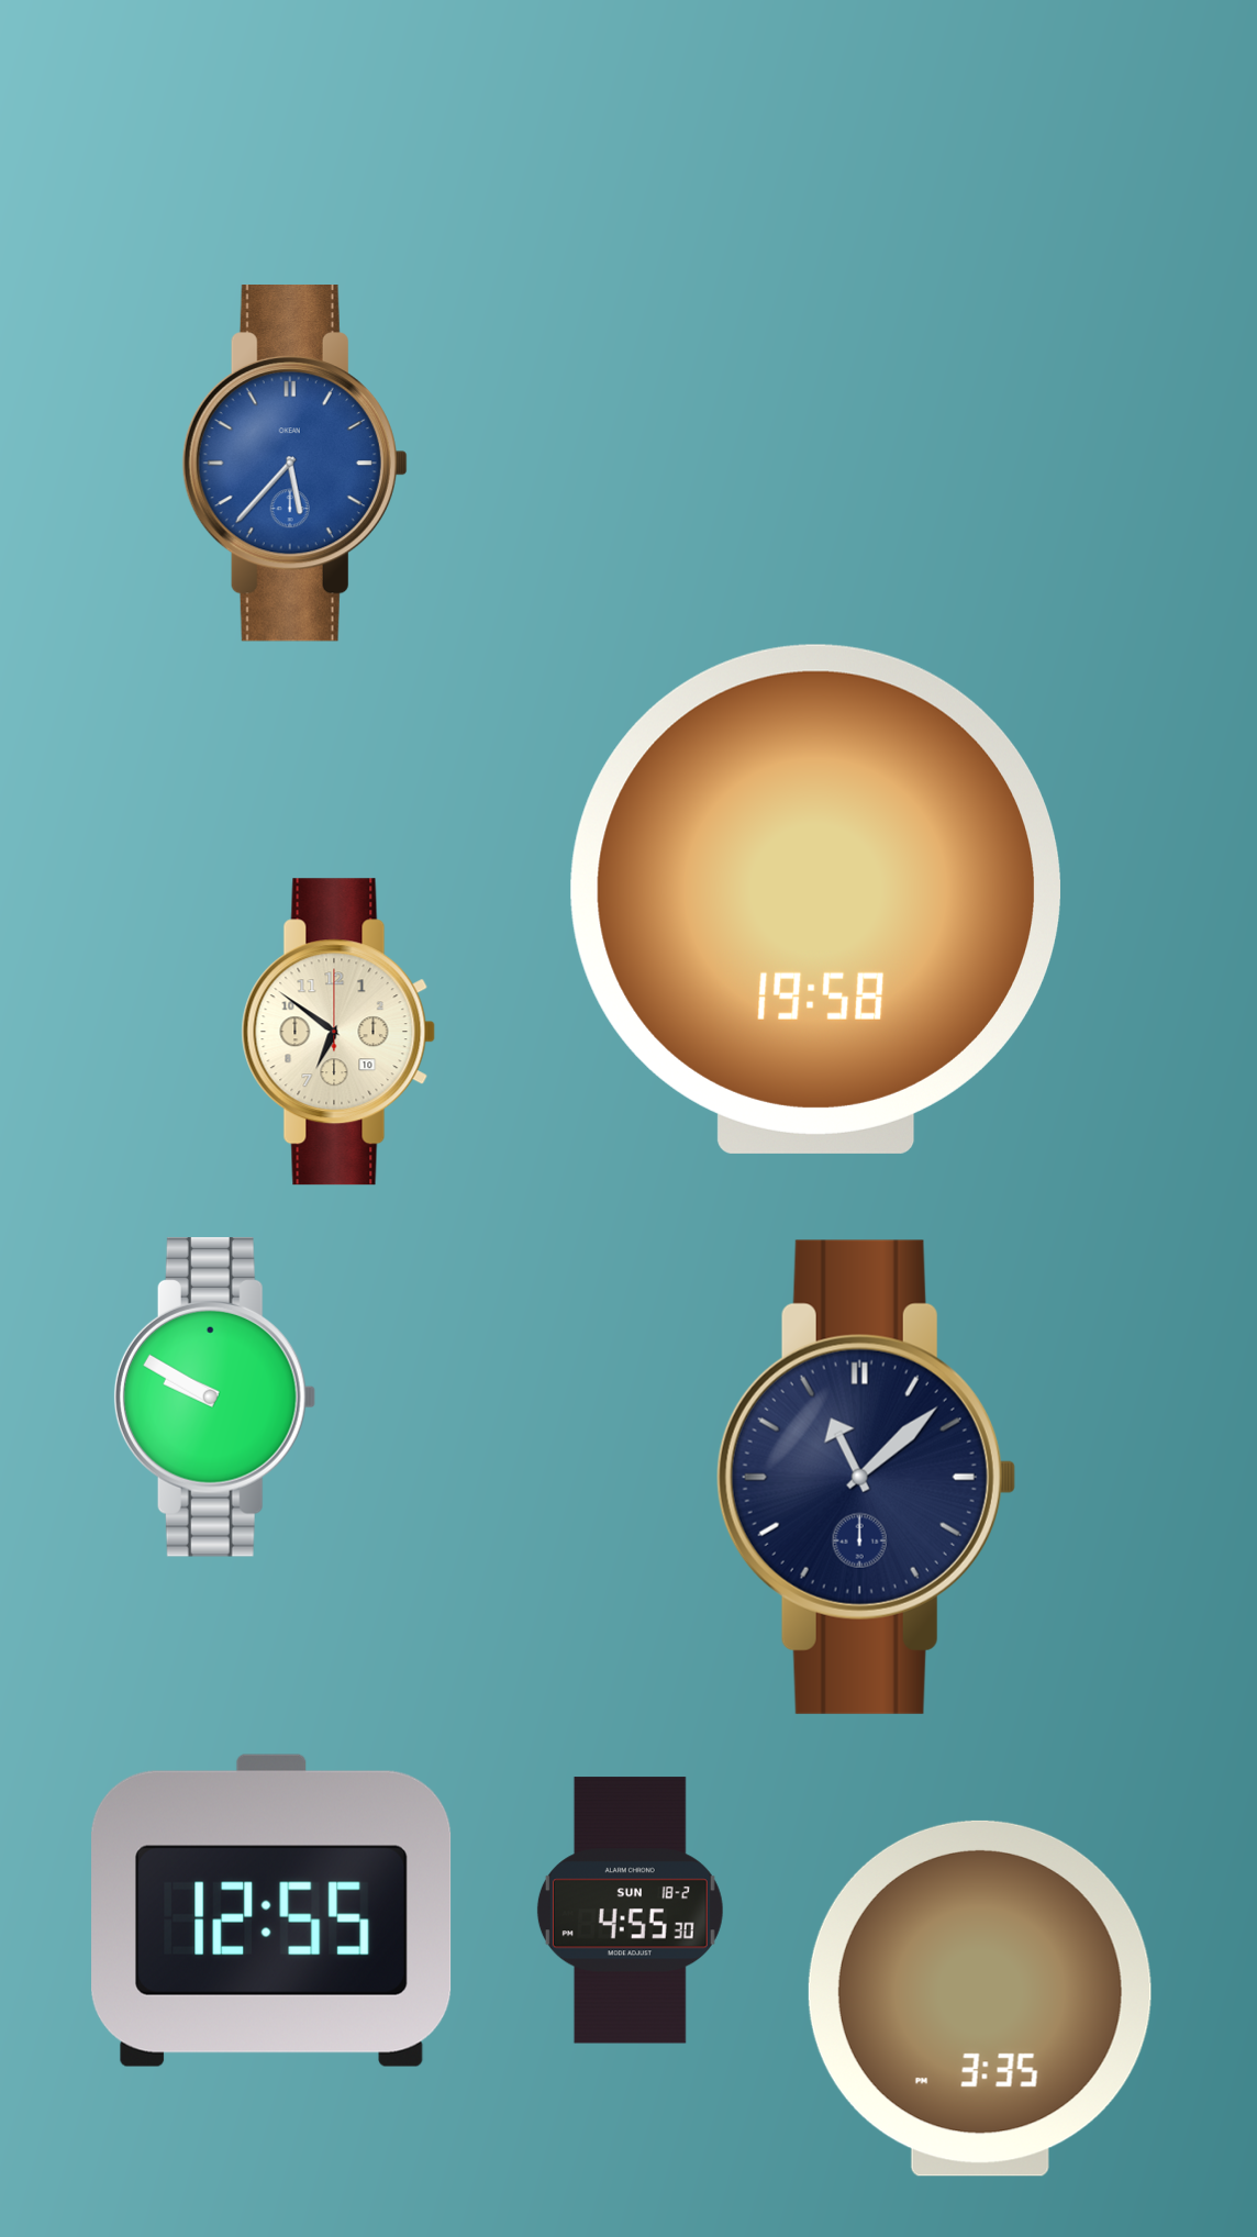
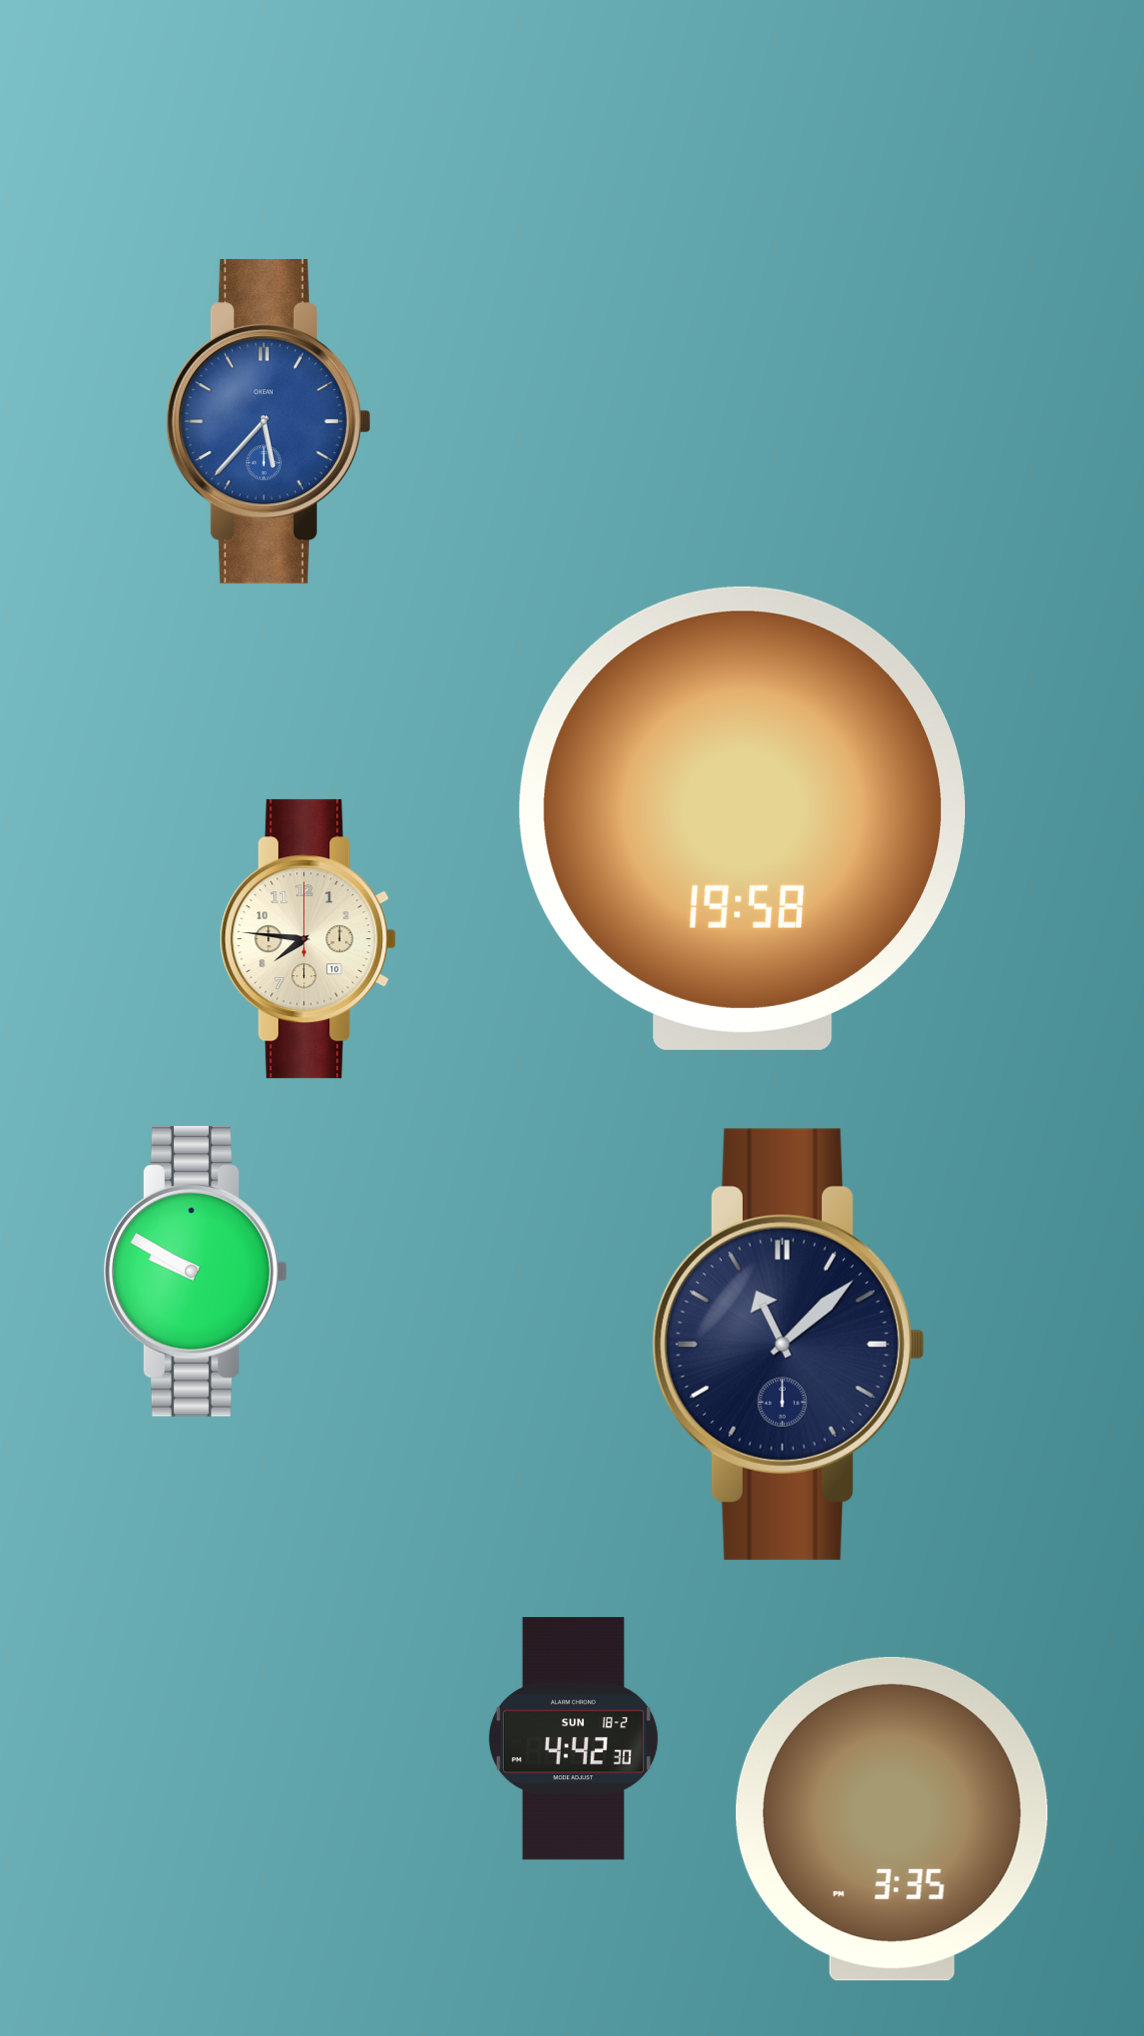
clock at (338, 1032): 6:51 -> 7:46
clock at (271, 1911): 12:55 -> none
clock at (630, 1911): 4:55 -> 4:42
